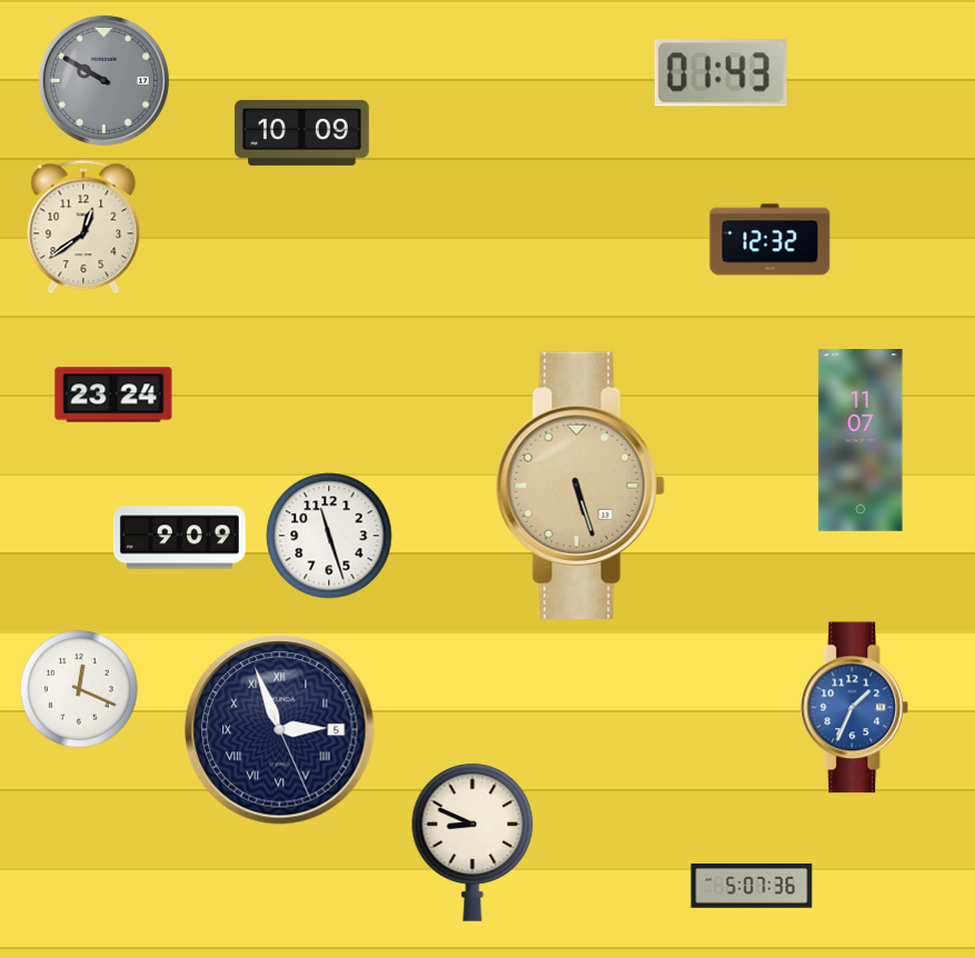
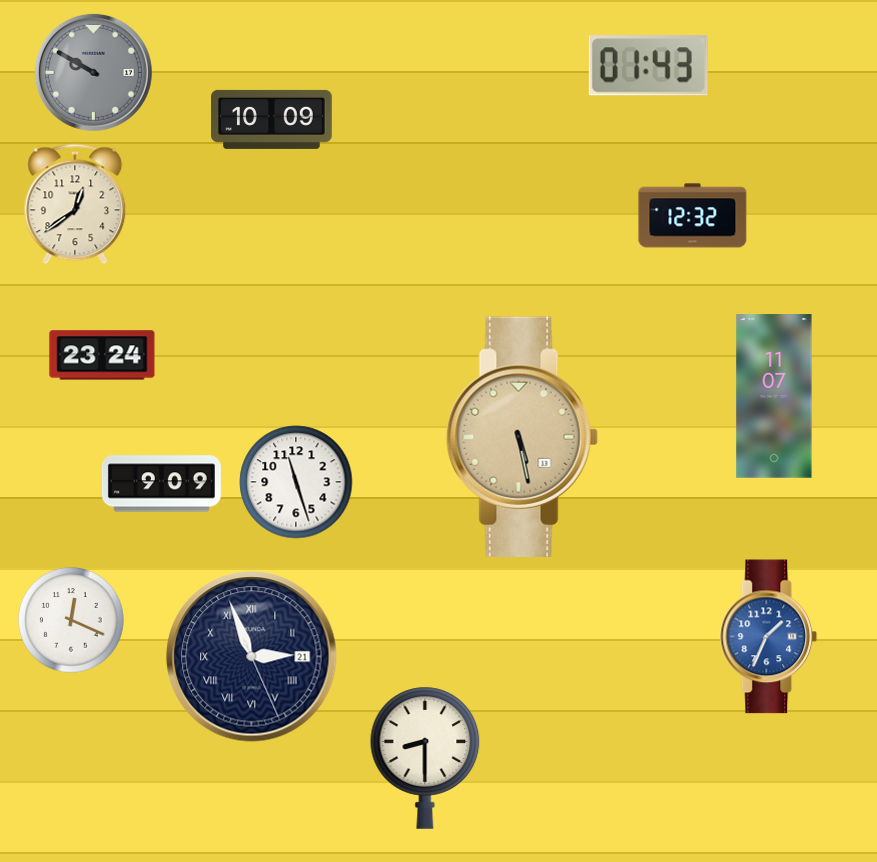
clock at (580, 485): 5:27 -> 5:28
clock at (280, 730) date: 5 -> 21
clock at (472, 842): 8:49 -> 8:30
clock at (752, 887): 5:07 -> none
